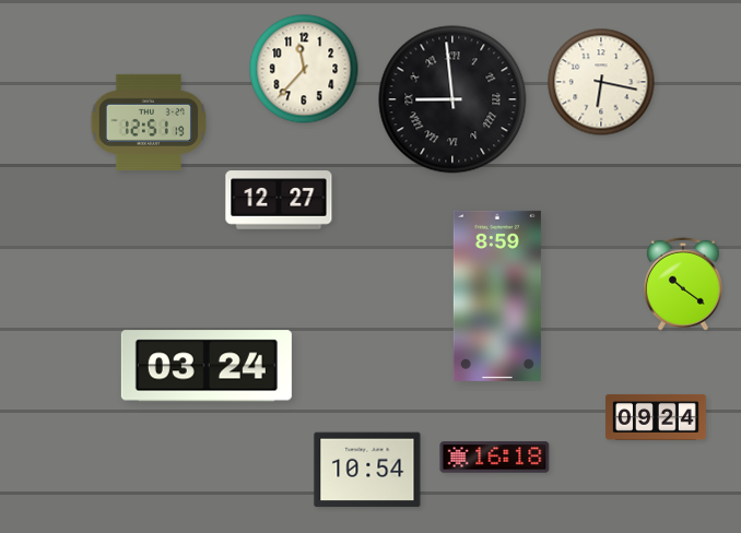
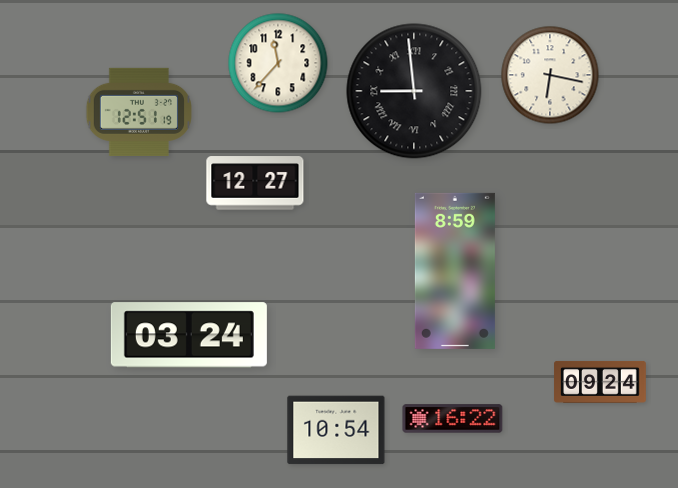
clock at (149, 122) position: (149, 122) -> (139, 112)
clock at (683, 284): 10:21 -> none
clock at (495, 458): 16:18 -> 16:22
